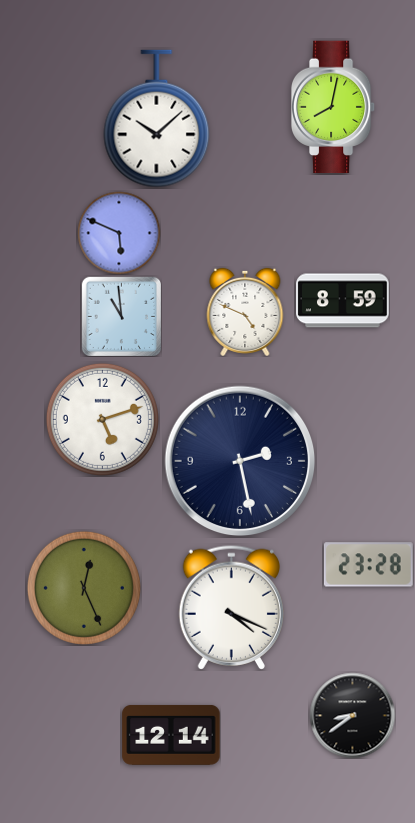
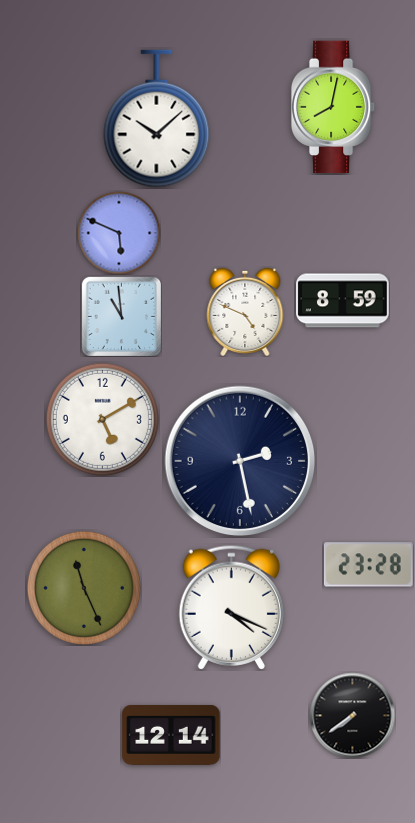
clock at (102, 419): 5:12 -> 5:10
clock at (84, 588): 12:26 -> 11:26
clock at (352, 715): 8:39 -> 7:39
